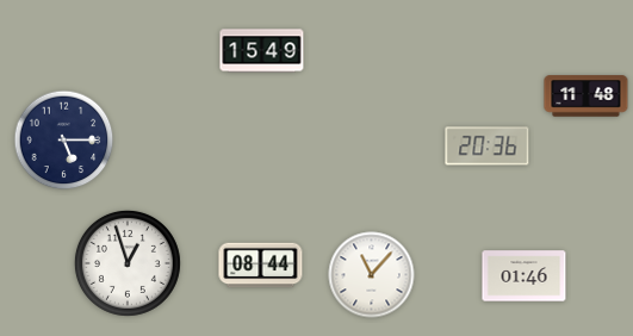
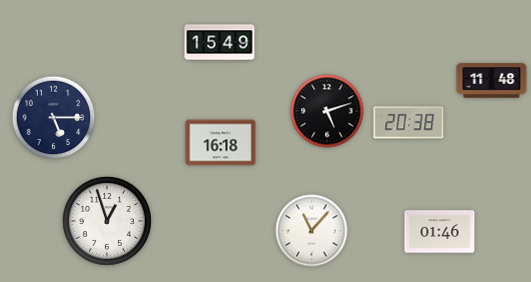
clock at (327, 111): none -> 5:12
clock at (488, 147): 20:36 -> 20:38
clock at (221, 143): none -> 16:18
clock at (261, 266): 08:44 -> none
